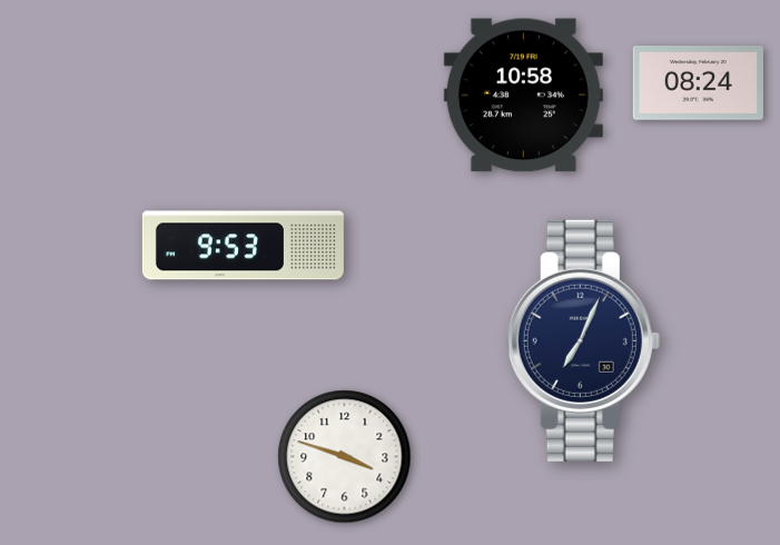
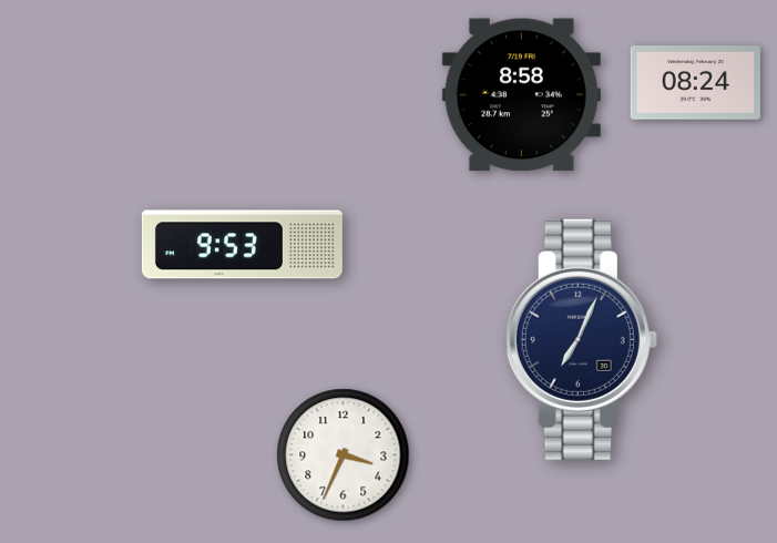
clock at (523, 96): 10:58 -> 8:58
clock at (345, 457): 3:48 -> 3:34
